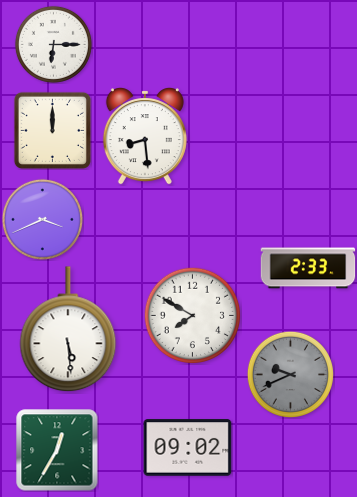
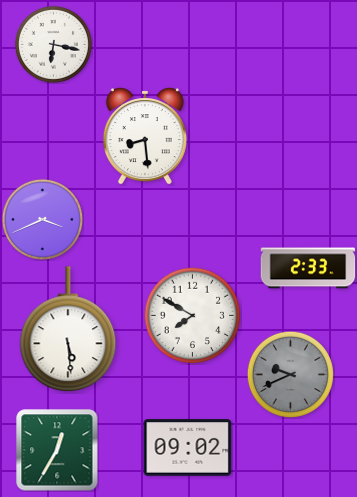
clock at (53, 44): 6:15 -> 6:17
clock at (52, 130): 12:00 -> none
